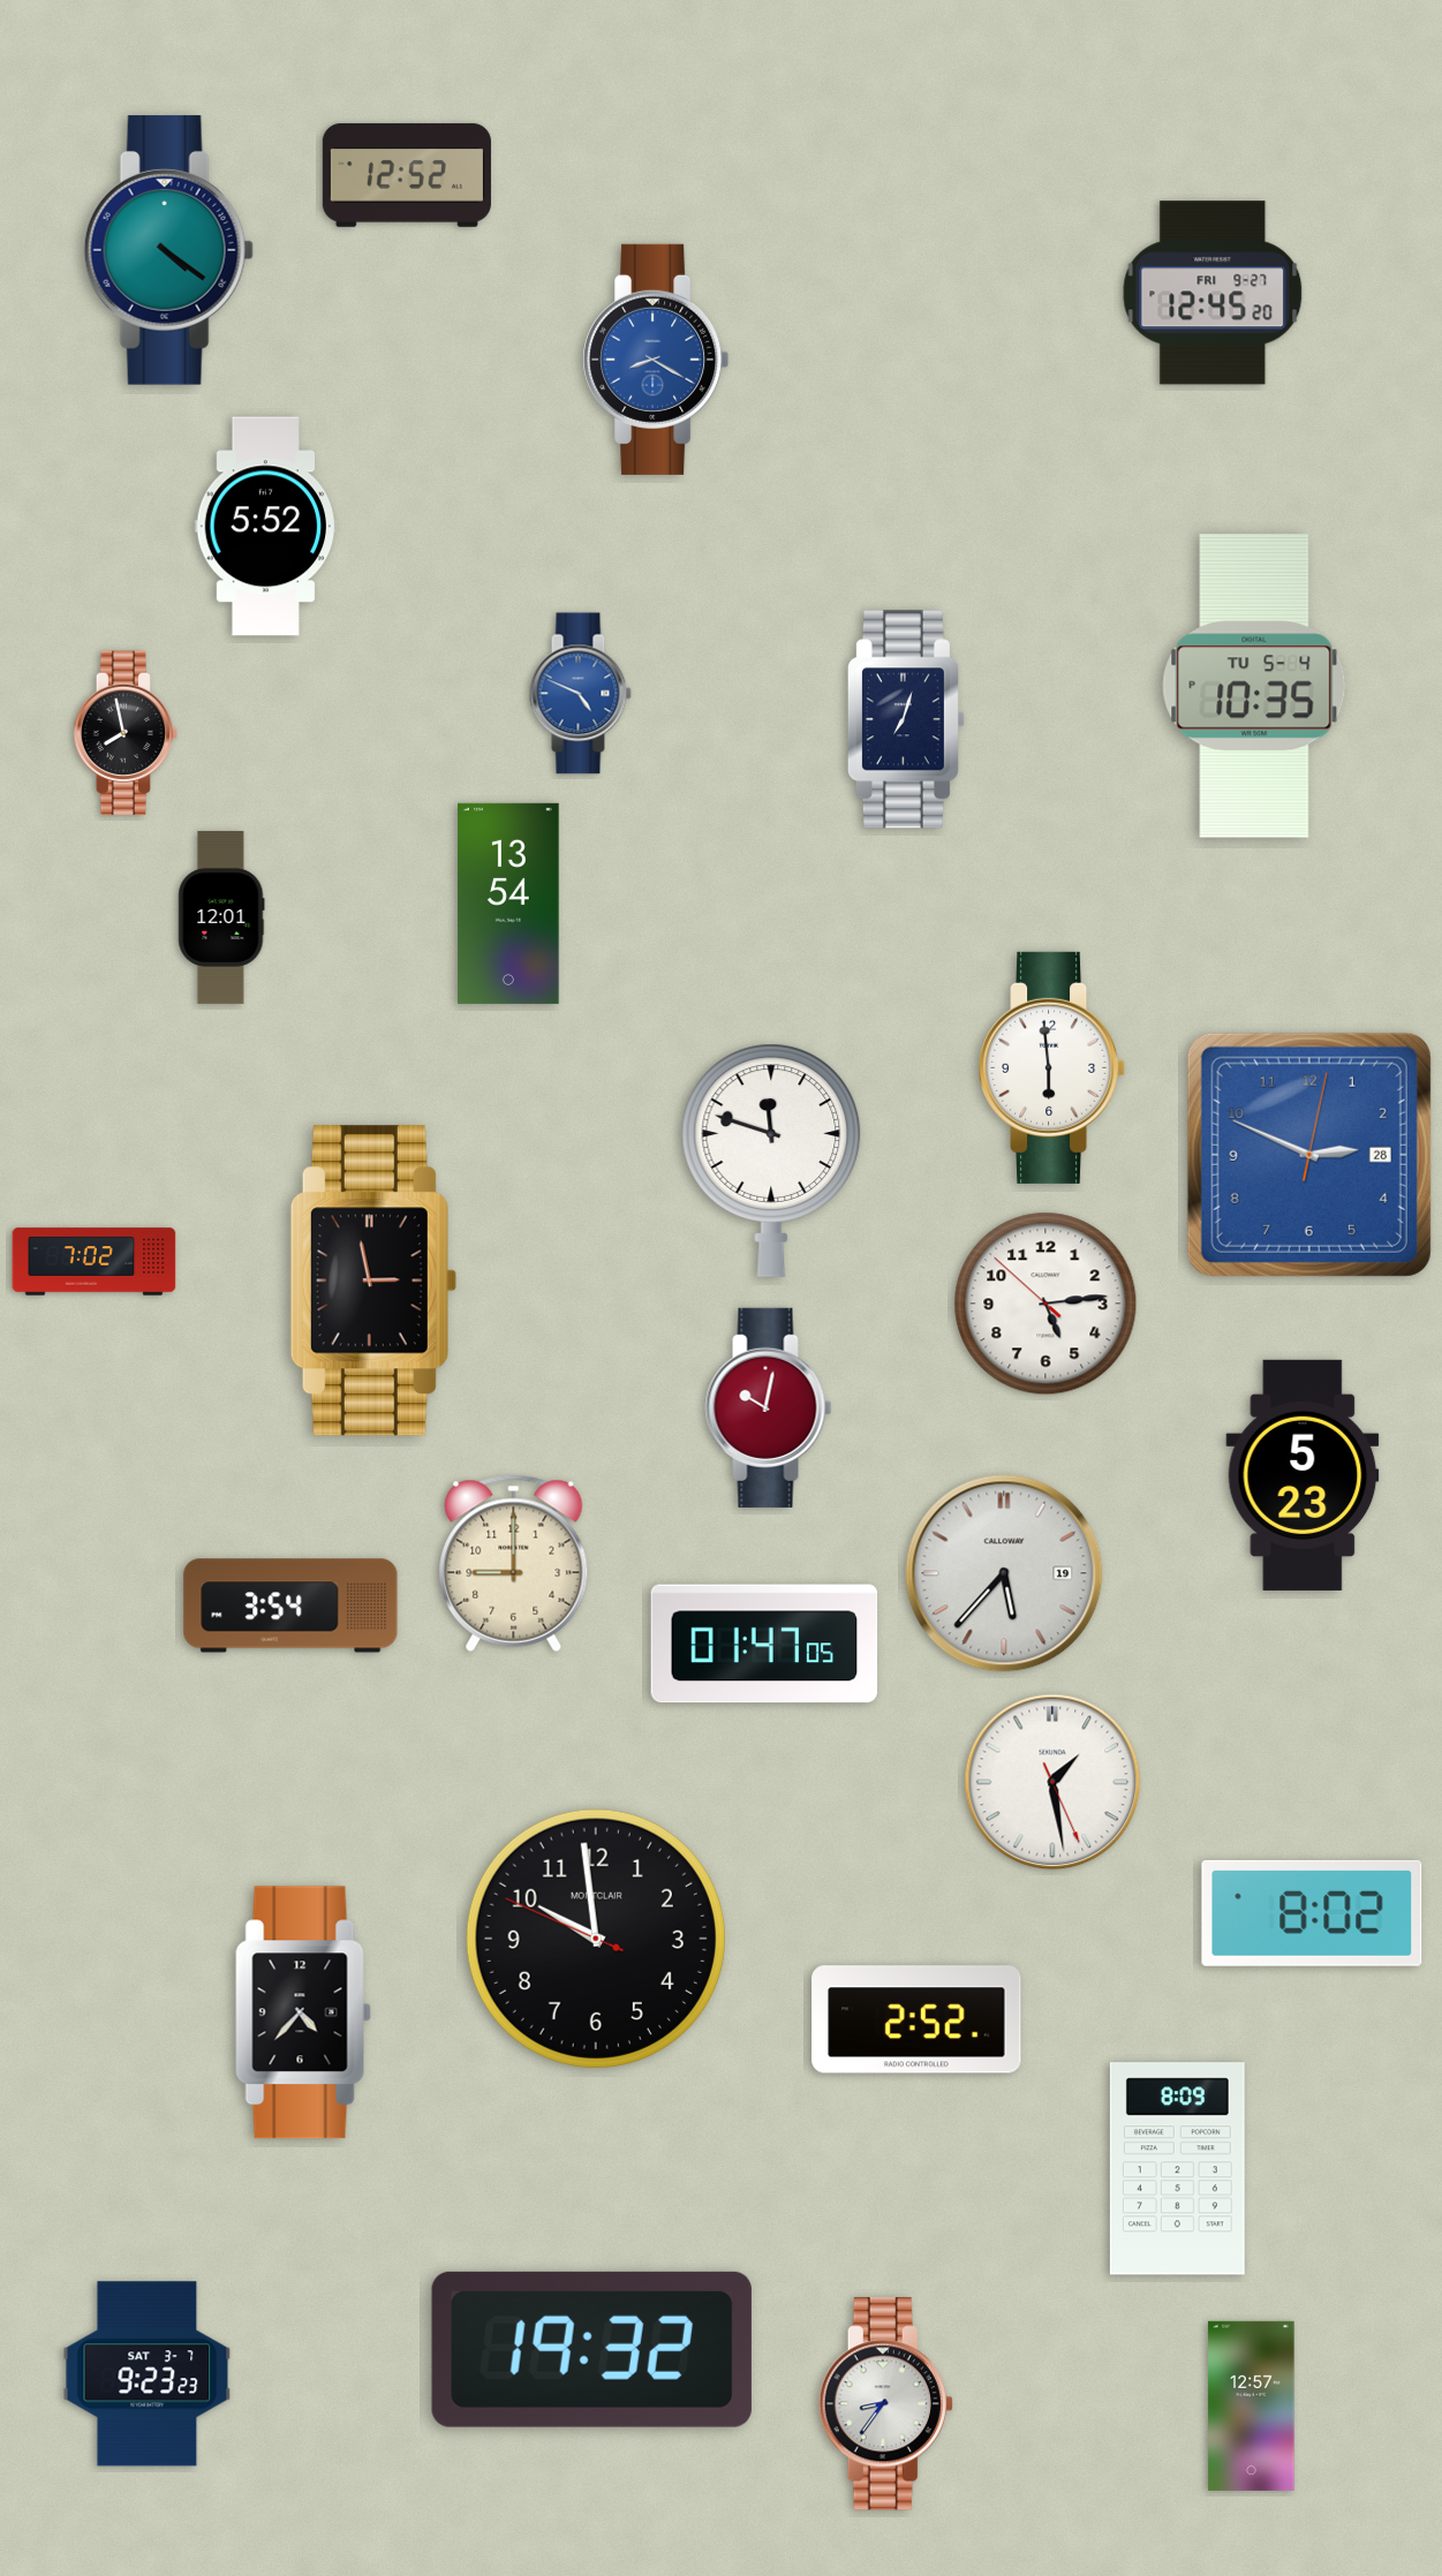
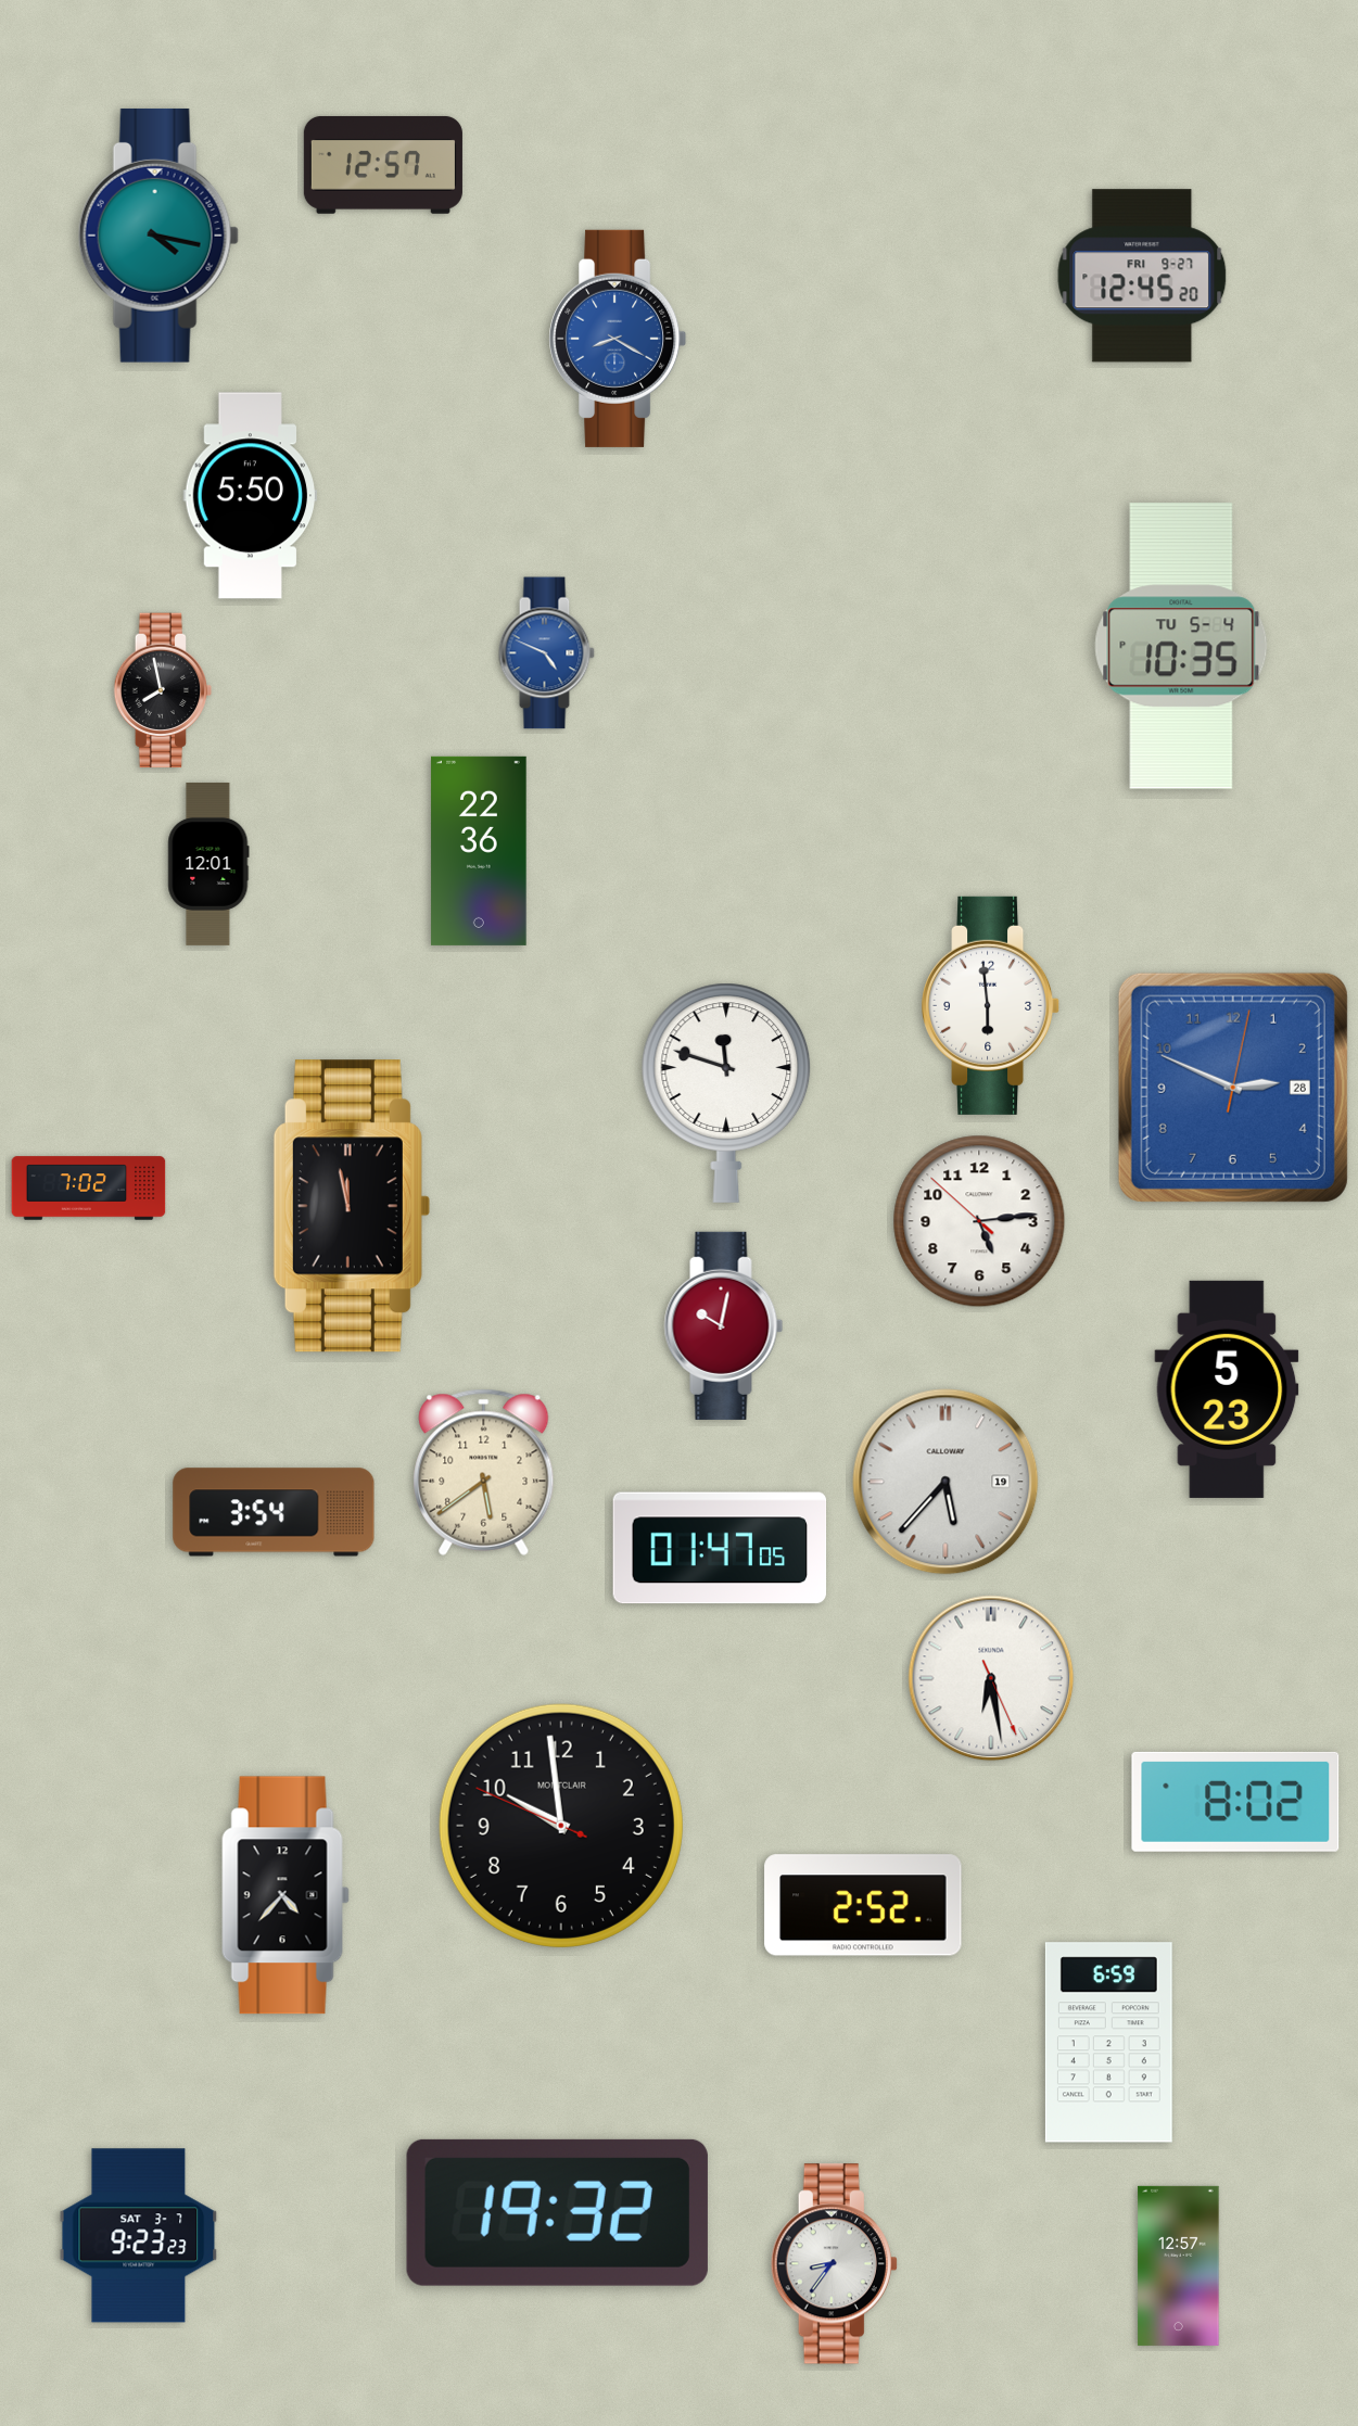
clock at (407, 175): 12:52 -> 12:57
clock at (168, 250): 4:21 -> 4:17
clock at (266, 527): 5:52 -> 5:50
clock at (906, 719): 7:03 -> none
clock at (126, 733) position: (126, 733) -> (163, 690)
clock at (508, 904): 13:54 -> 22:36
clock at (373, 1281): 2:58 -> 11:58
clock at (1045, 1304) position: (1045, 1304) -> (979, 1221)
clock at (514, 1563): 9:00 -> 5:39
clock at (1052, 1782): 1:28 -> 6:28
clock at (916, 2019) position: (916, 2019) -> (863, 1905)
clock at (1177, 2169): 8:09 -> 6:59
